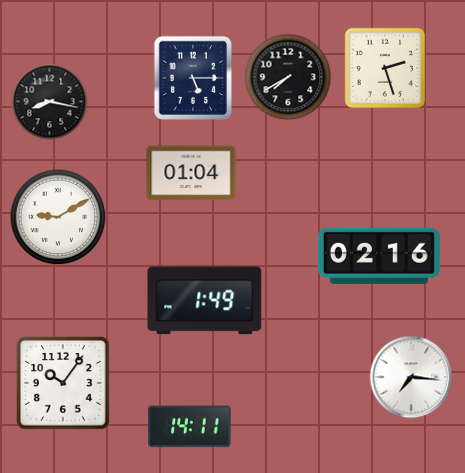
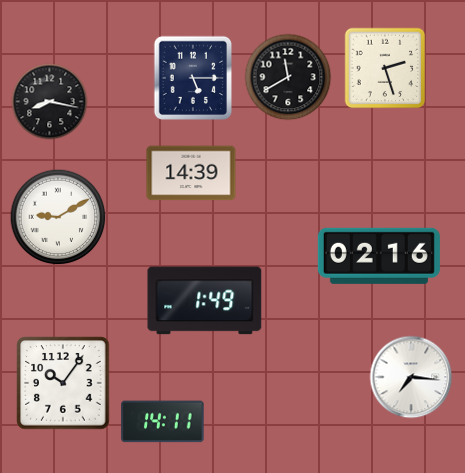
clock at (288, 77): 7:40 -> 11:40
clock at (191, 173): 01:04 -> 14:39
clock at (190, 427) position: (190, 427) -> (163, 422)
